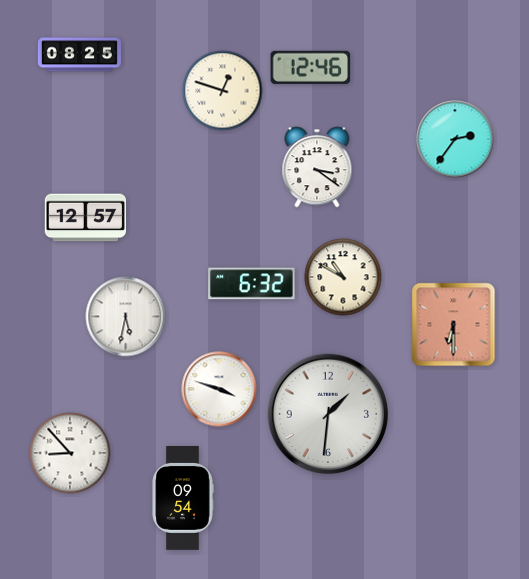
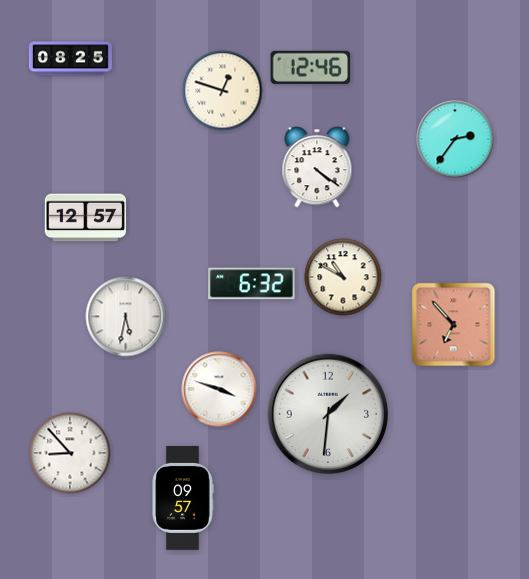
clock at (79, 55) position: (79, 55) -> (70, 59)
clock at (317, 167): 3:21 -> 4:21
clock at (454, 325): 6:30 -> 6:53
clock at (183, 499): 09:54 -> 09:57
